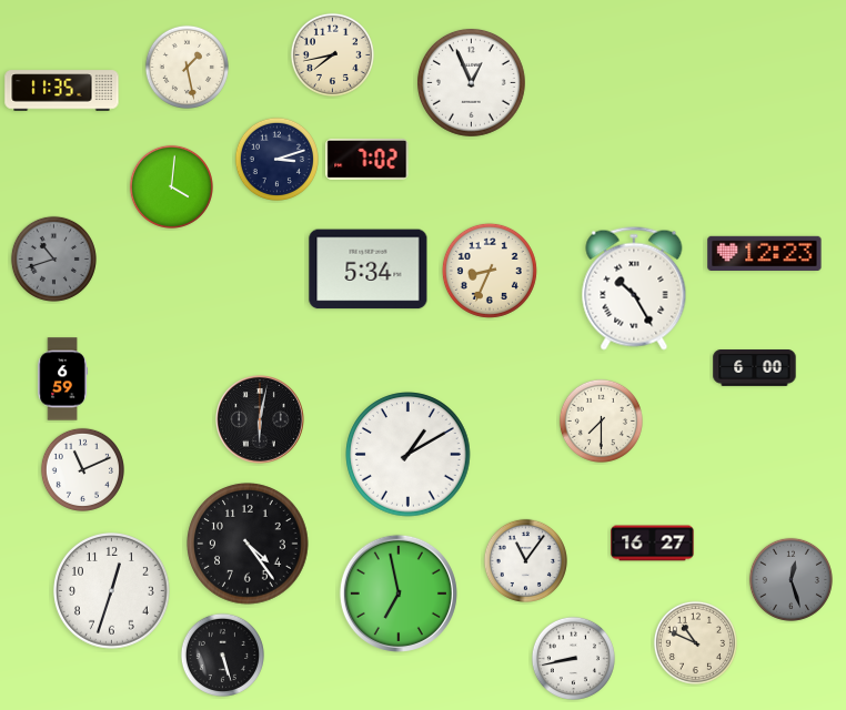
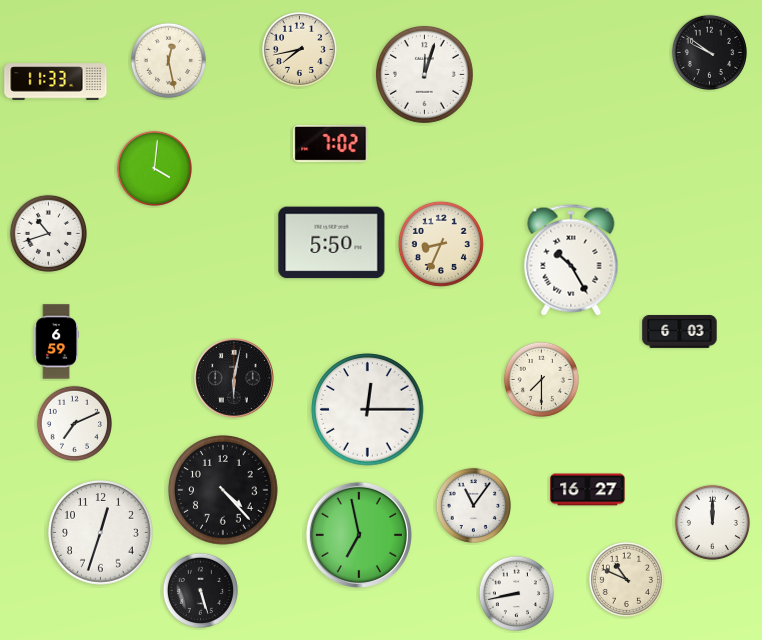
clock at (709, 52): none -> 9:51
clock at (187, 67): 1:28 -> 12:28
clock at (471, 82): 12:56 -> 12:03
clock at (62, 91): 11:35 -> 11:33
clock at (276, 159): 3:12 -> none
clock at (765, 253): 12:23 -> none
clock at (53, 258) dial: grey -> white
clock at (369, 270): 5:34 -> 5:50
clock at (755, 368): 6:00 -> 6:03
clock at (409, 455): 1:10 -> 12:15
clock at (82, 469): 11:11 -> 7:11
clock at (248, 544): 4:24 -> 4:23
clock at (790, 579): 12:27 -> 12:00
clock at (790, 579) dial: grey -> white
